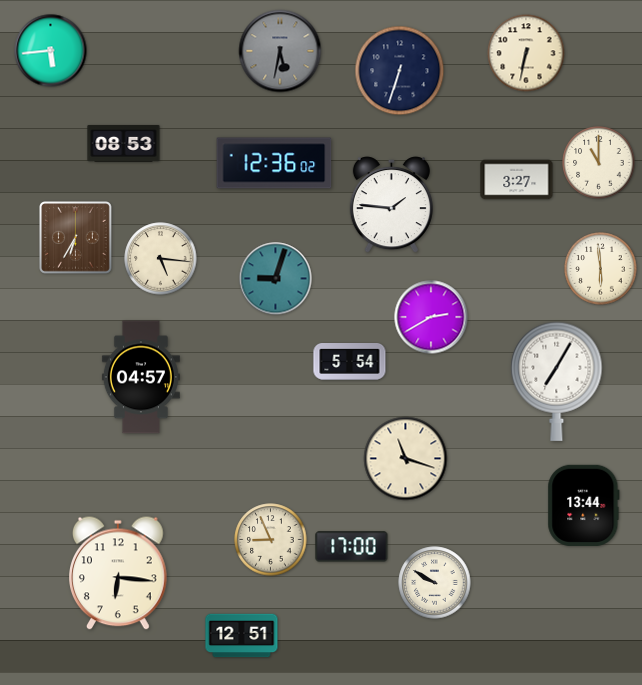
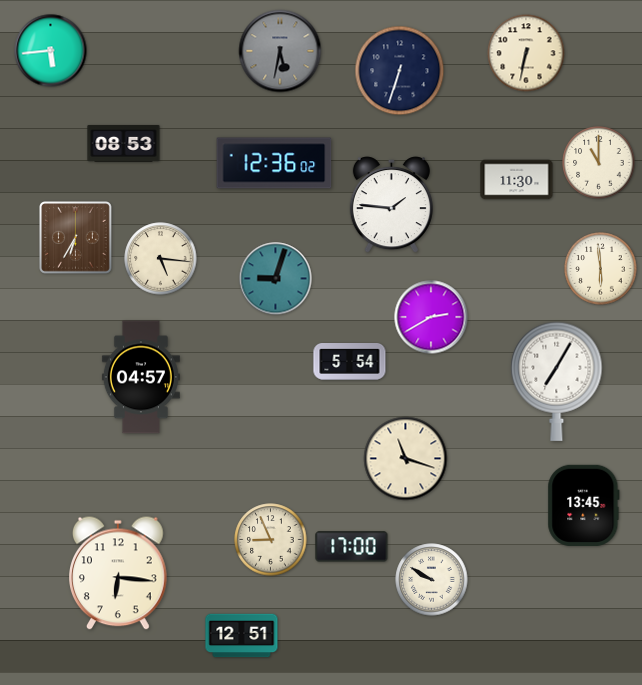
clock at (517, 180): 3:27 -> 11:30
clock at (584, 505): 13:44 -> 13:45
clock at (435, 583) position: (435, 583) -> (432, 580)
